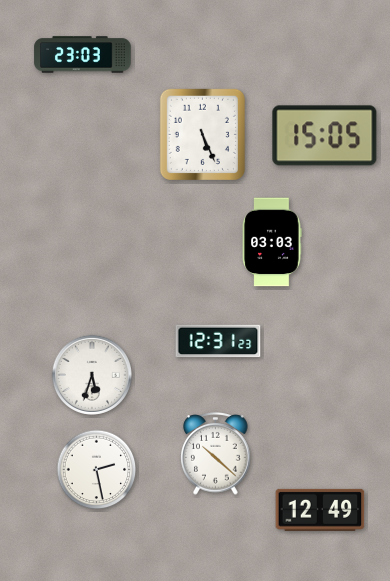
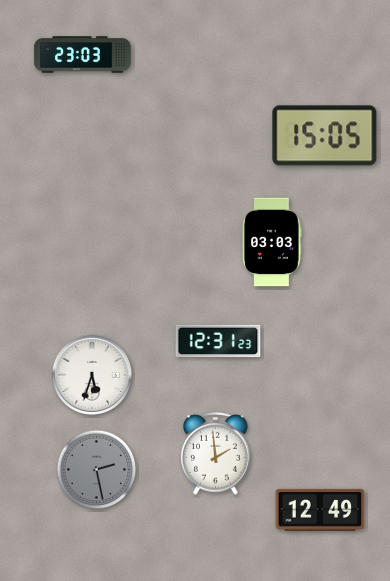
clock at (202, 134): 5:26 -> none
clock at (216, 454): 10:22 -> 1:59
clock at (97, 470) dial: white -> grey
